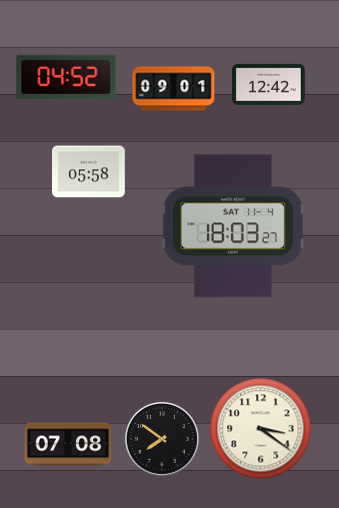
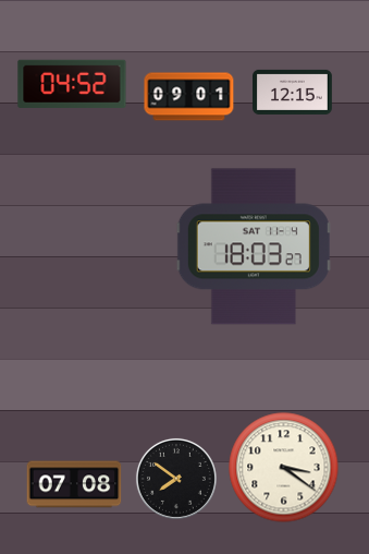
clock at (269, 84): 12:42 -> 12:15
clock at (89, 172): 05:58 -> none
